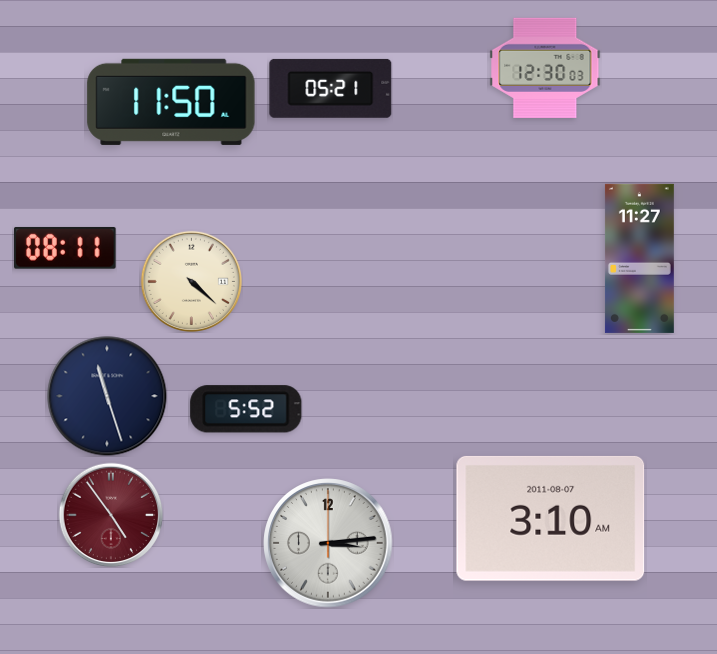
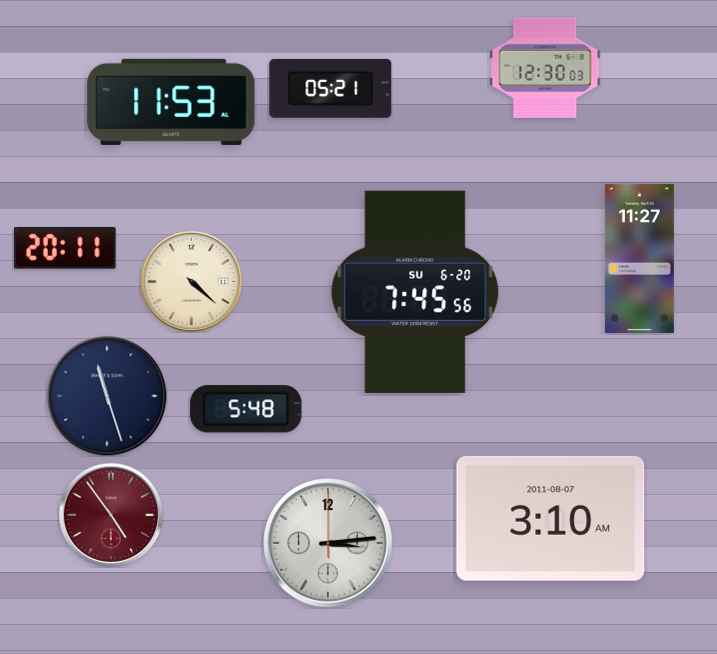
clock at (171, 102): 11:50 -> 11:53
clock at (66, 248): 08:11 -> 20:11
clock at (415, 292): none -> 7:45
clock at (246, 409): 5:52 -> 5:48
